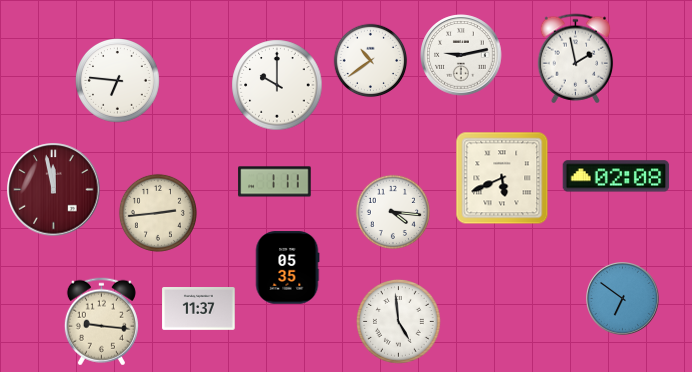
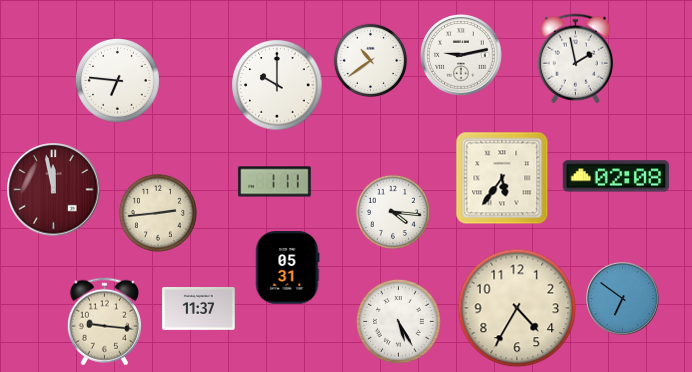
clock at (502, 178): 5:41 -> 5:36
clock at (287, 268): 05:35 -> 05:31
clock at (517, 308): none -> 4:35
clock at (101, 322) position: (101, 322) -> (104, 322)
clock at (399, 322): 4:59 -> 5:25
